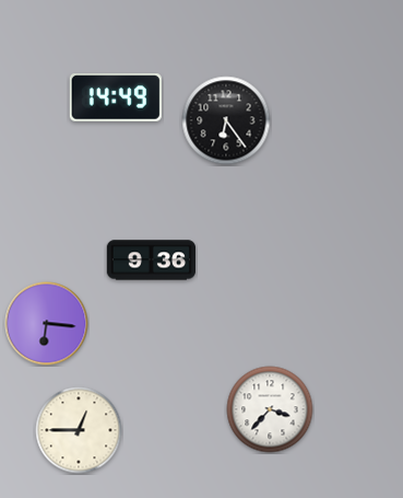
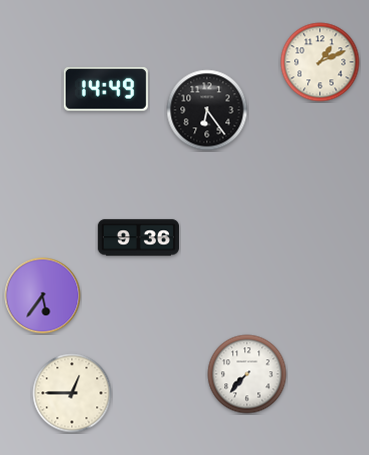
clock at (320, 62): none -> 1:11
clock at (47, 324): 6:16 -> 5:36
clock at (270, 409): 3:37 -> 7:37
